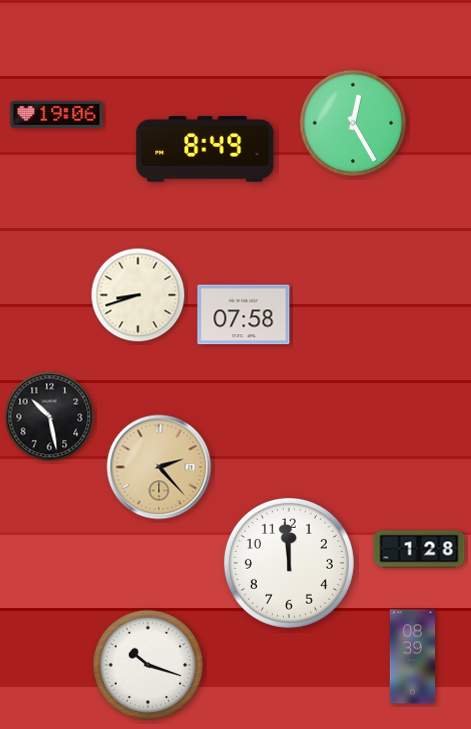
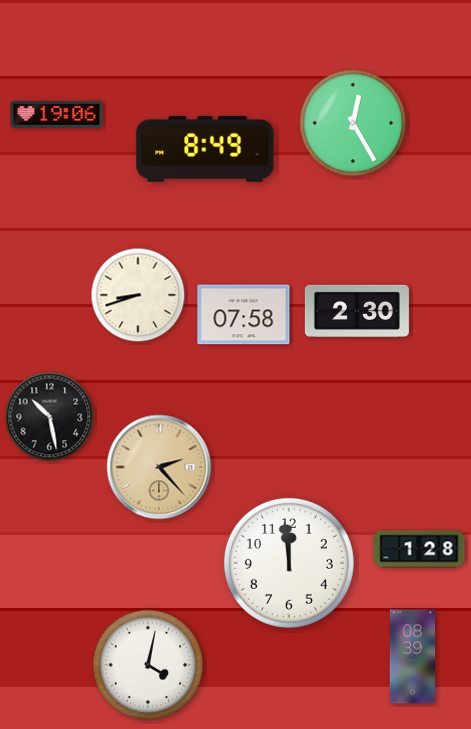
clock at (357, 311): none -> 2:30
clock at (148, 665): 10:18 -> 4:02
